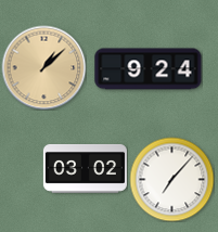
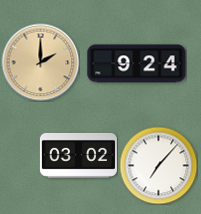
clock at (43, 67): 1:08 -> 2:00
